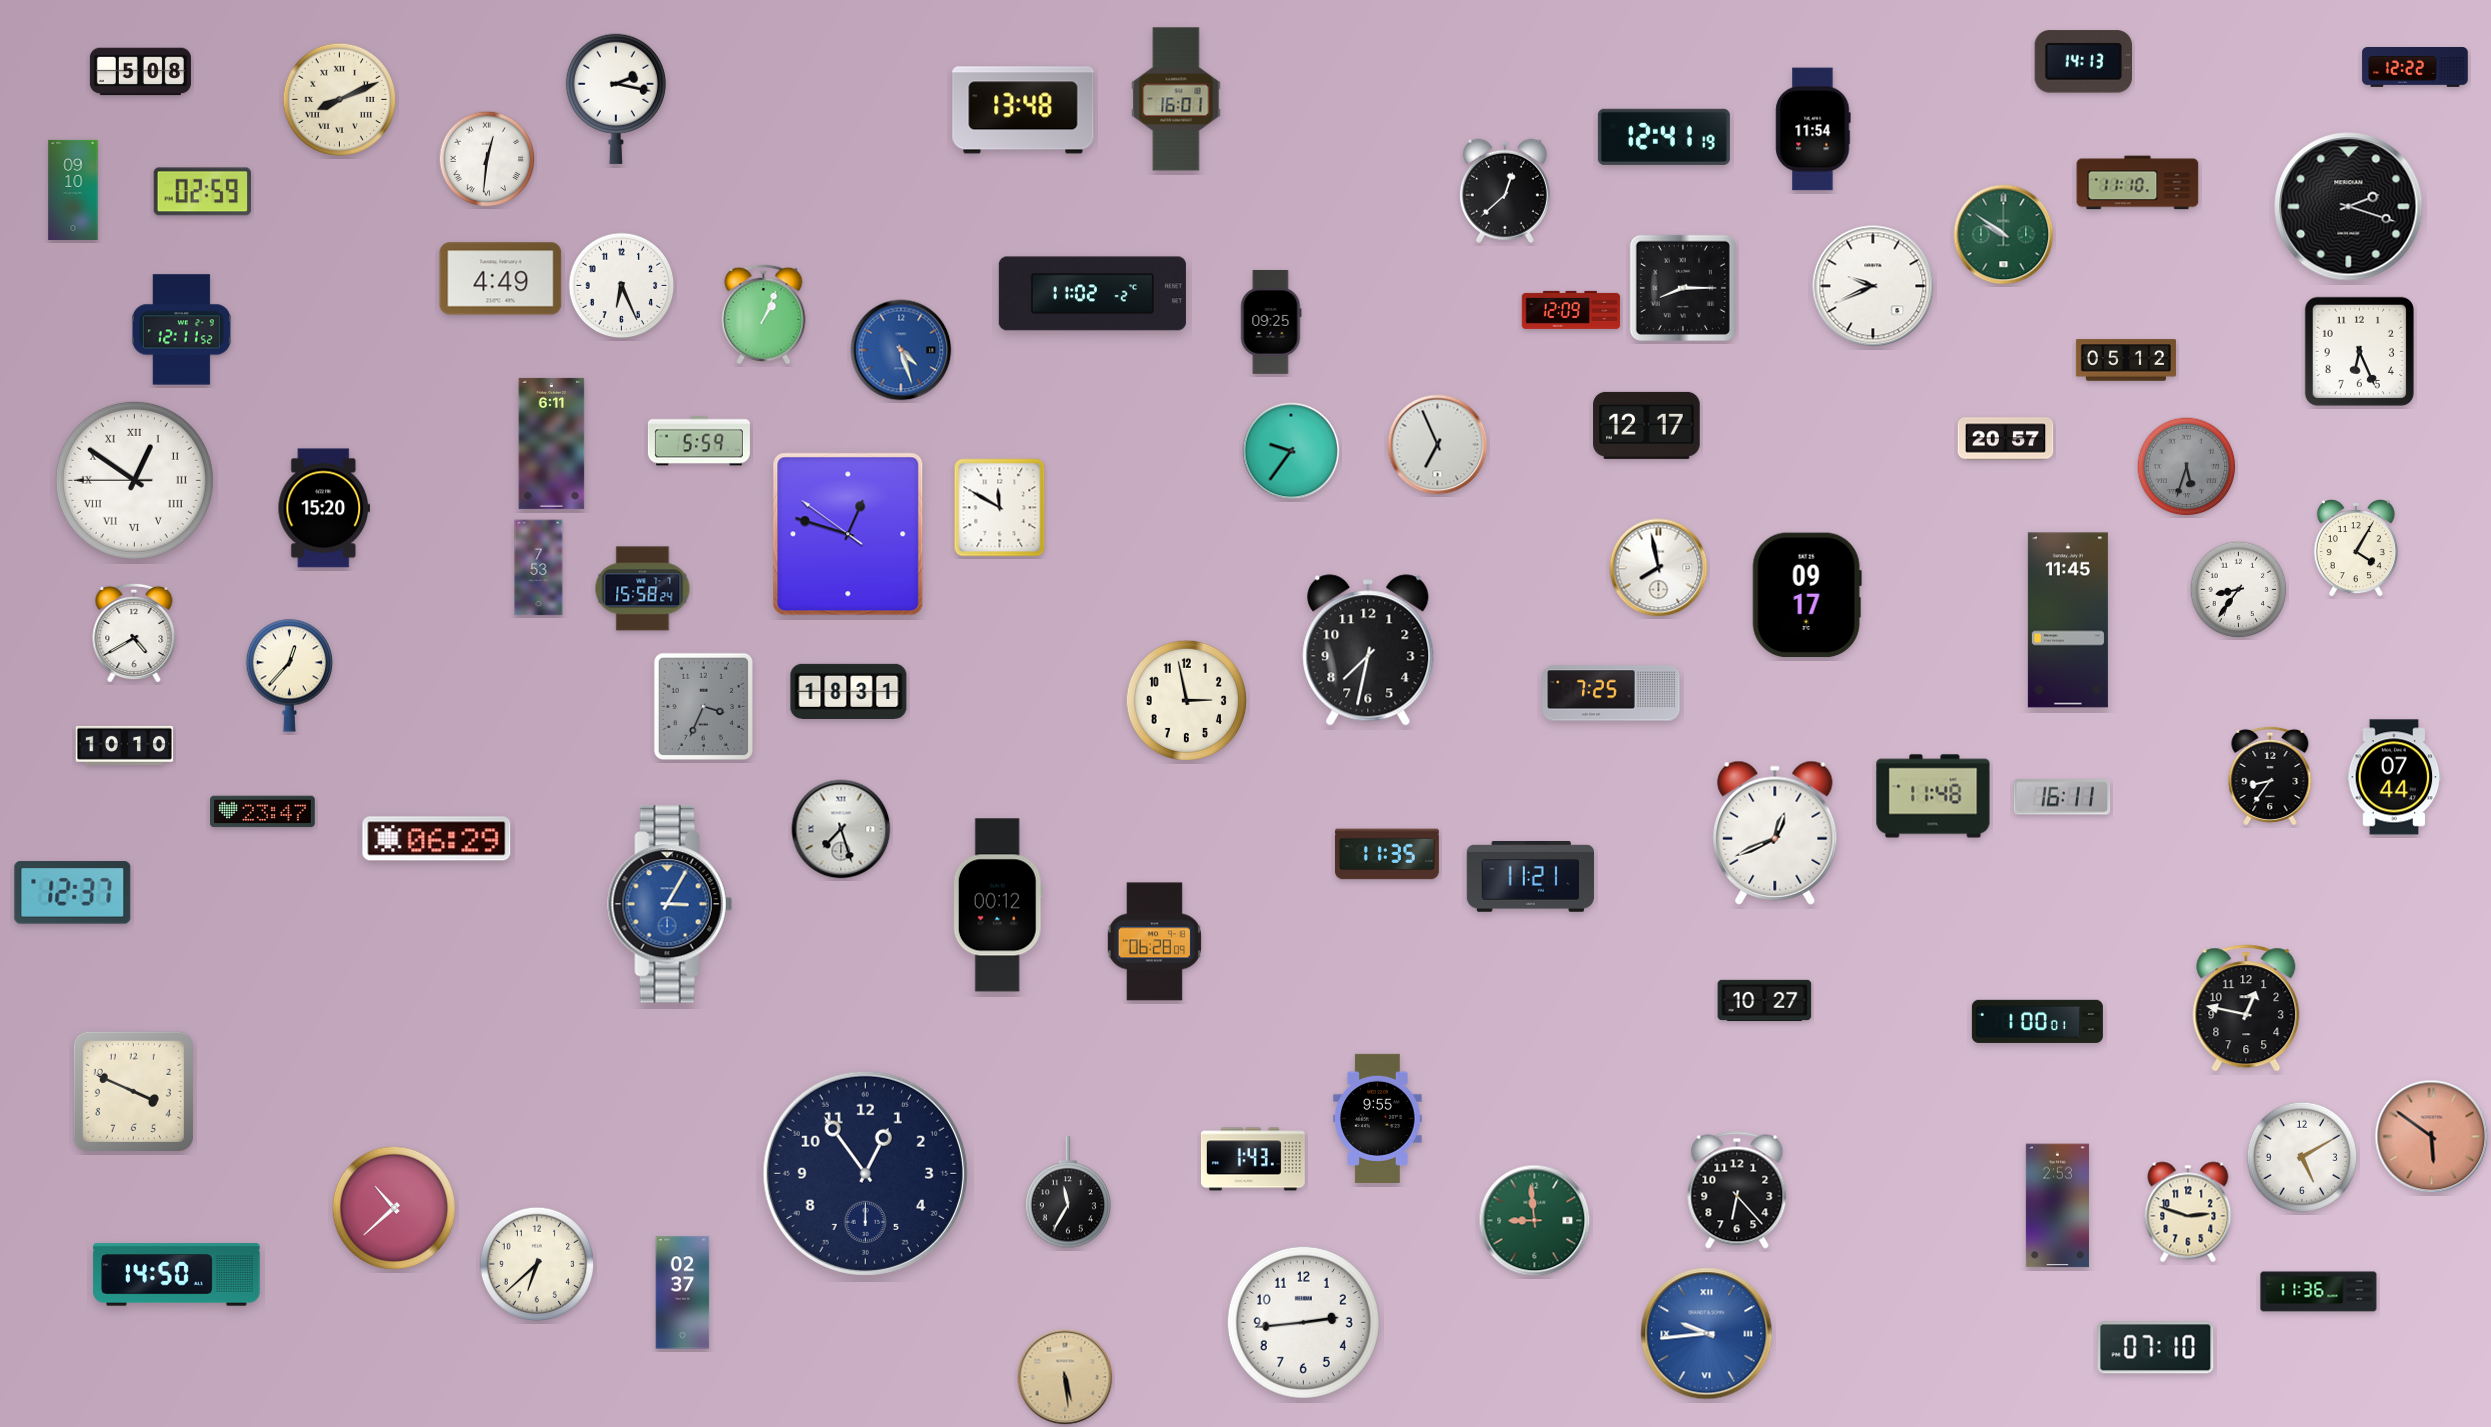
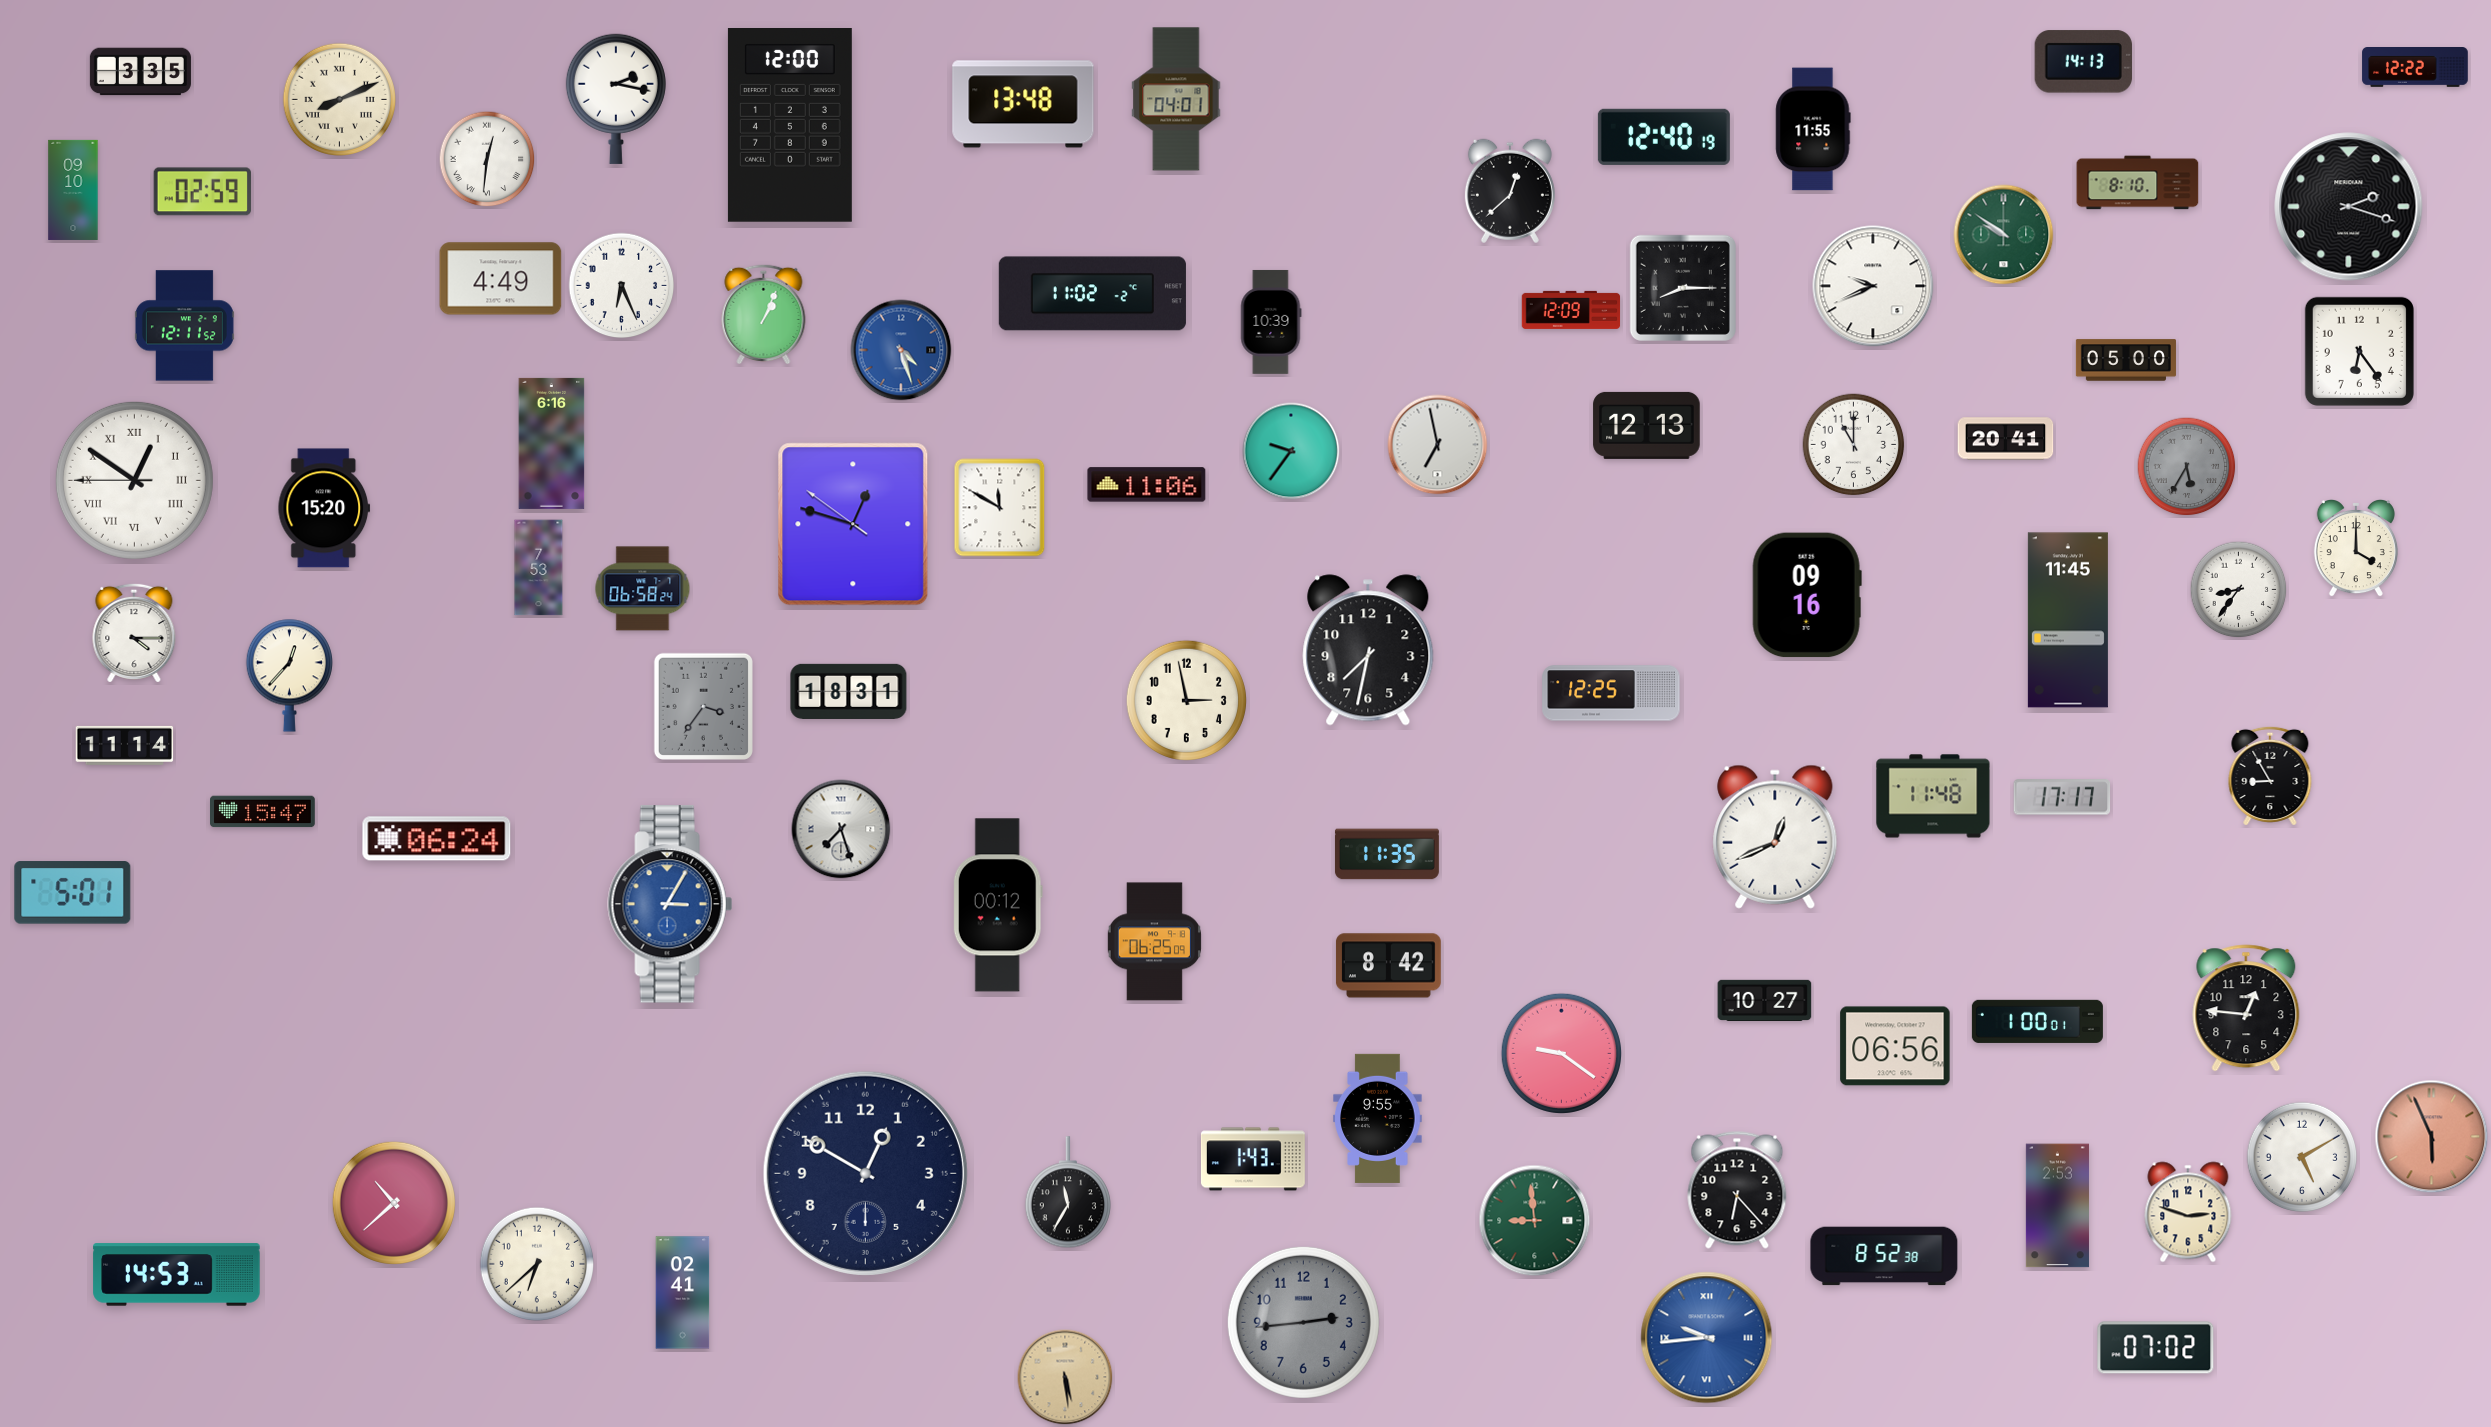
clock at (140, 72): 5:08 -> 3:35
clock at (1176, 99): 16:01 -> 04:01
clock at (1023, 110) position: (1023, 110) -> (1023, 104)
clock at (790, 126): none -> 12:00
clock at (1813, 129): 11:54 -> 11:55
clock at (1664, 137): 12:41 -> 12:40
clock at (2138, 183): 11:10 -> 8:10
clock at (1505, 191) position: (1505, 191) -> (1510, 191)
clock at (1271, 322): 09:25 -> 10:39
clock at (181, 330) position: (181, 330) -> (184, 326)
clock at (2359, 351): 6:26 -> 6:24
clock at (2126, 360): 05:12 -> 05:00
clock at (1647, 425): 12:17 -> 12:13
clock at (2006, 439): 20:57 -> 20:41
clock at (699, 441): 5:59 -> none
clock at (552, 443): 6:11 -> 6:16
clock at (1438, 445): 6:56 -> 6:58
clock at (1854, 445): none -> 11:00
clock at (2187, 467): 5:33 -> 5:35
clock at (1147, 485): none -> 11:06
clock at (848, 534) position: (848, 534) -> (853, 524)
clock at (2356, 548): 4:05 -> 4:00
clock at (1659, 568): 7:58 -> none
clock at (643, 589): 15:58 -> 06:58
clock at (1807, 595): 09:17 -> 09:16
clock at (134, 632): 4:40 -> 4:15
clock at (1611, 693): 7:25 -> 12:25
clock at (703, 706): 3:34 -> 3:36
clock at (125, 745): 10:10 -> 11:14
clock at (2270, 775): 8:36 -> 8:55
clock at (2394, 777): 07:44 -> none
clock at (2062, 797): 16:11 -> 17:17
clock at (263, 812): 23:47 -> 15:47
clock at (1775, 833) position: (1775, 833) -> (1775, 837)
clock at (437, 839): 06:29 -> 06:24
clock at (1530, 877): 11:21 -> none
clock at (73, 893): 12:37 -> 5:01
clock at (1154, 942): 06:28 -> 06:25
clock at (1388, 966): none -> 8:42
clock at (2246, 1008): 12:47 -> 12:46
clock at (1895, 1046): none -> 06:56
clock at (1561, 1053): none -> 9:21
clock at (133, 1091): 3:49 -> none
clock at (2432, 1137): 5:51 -> 5:56
clock at (865, 1173): 12:54 -> 12:50
clock at (394, 1208) position: (394, 1208) -> (394, 1203)
clock at (1884, 1256): none -> 8:52
clock at (177, 1275): 14:50 -> 14:53
clock at (2319, 1292): 11:36 -> none
clock at (683, 1293): 02:37 -> 02:41
clock at (1303, 1322) dial: white -> grey
clock at (1707, 1334) position: (1707, 1334) -> (1707, 1338)
clock at (2156, 1348): 07:10 -> 07:02
